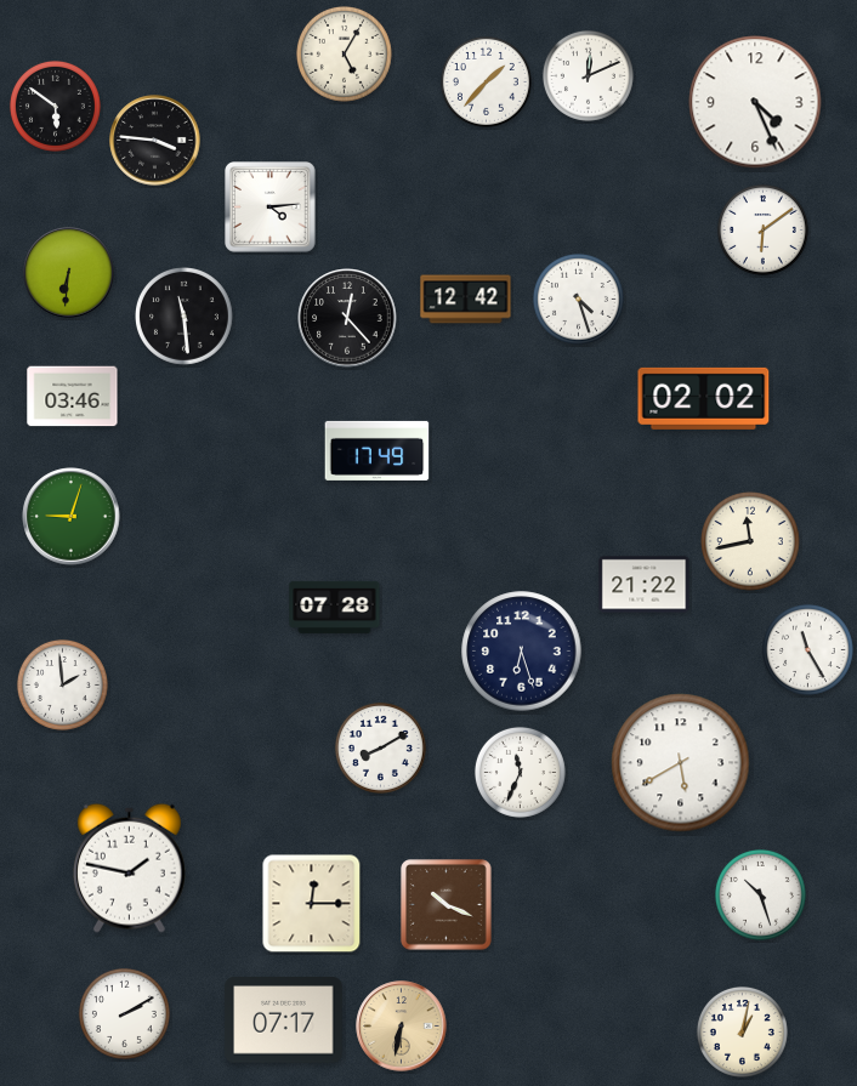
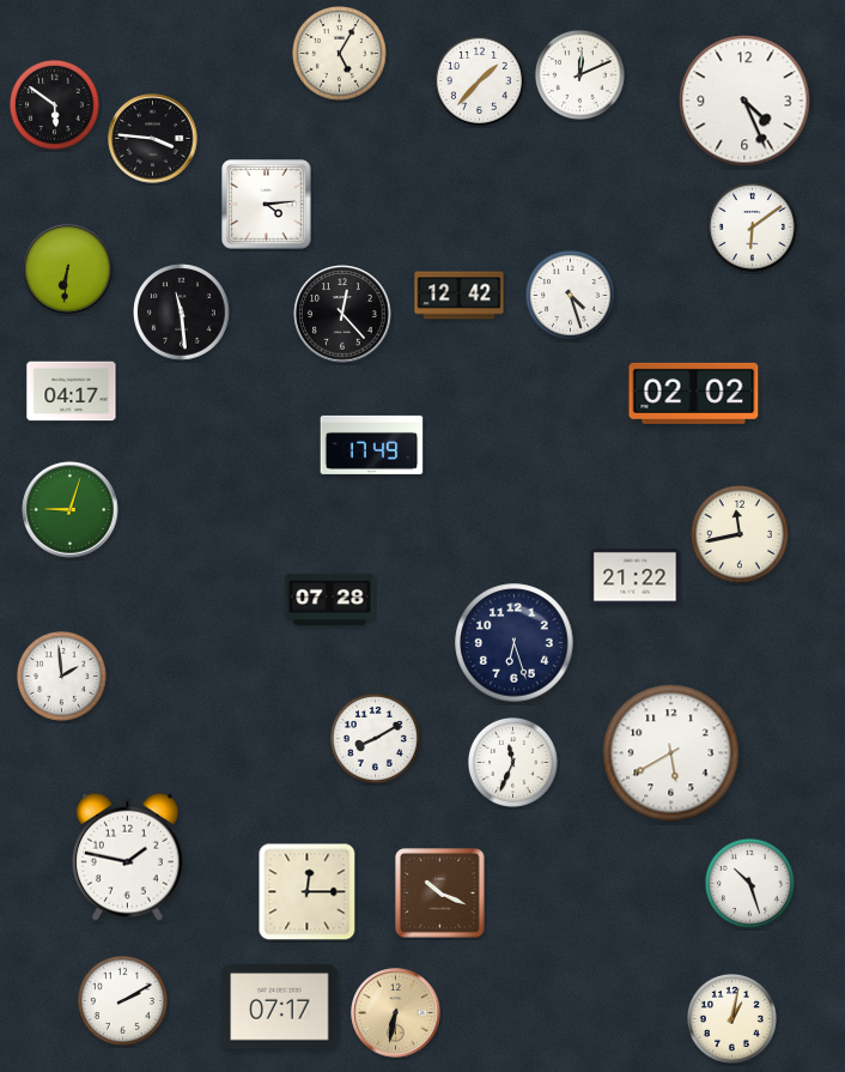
clock at (73, 397): 03:46 -> 04:17
clock at (807, 649): 11:25 -> none
